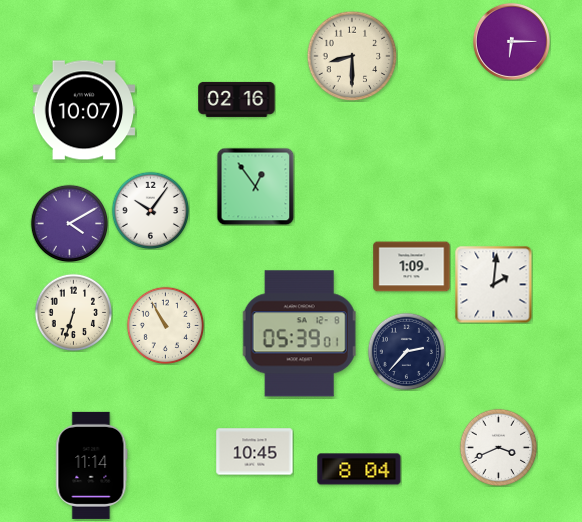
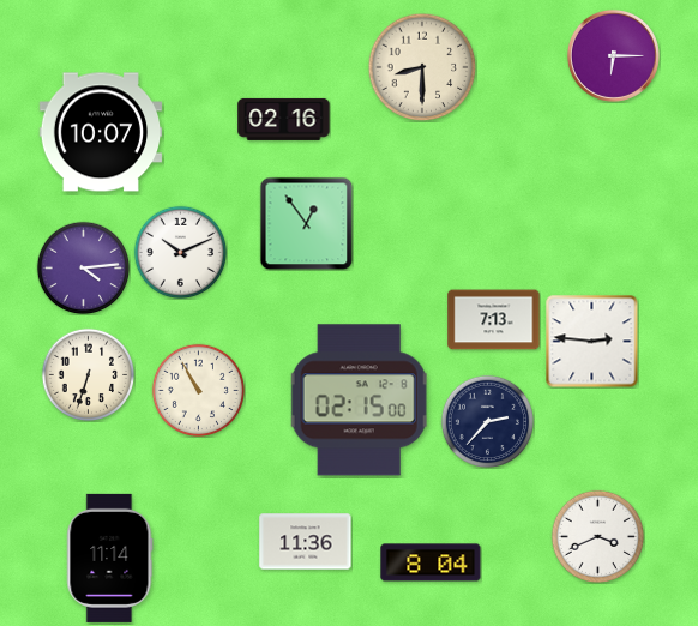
clock at (511, 41) position: (511, 41) -> (613, 55)
clock at (150, 210): 10:06 -> 10:11
clock at (69, 223): 4:10 -> 4:14
clock at (412, 267): 1:09 -> 7:13
clock at (493, 284): 2:01 -> 2:46
clock at (299, 334): 05:39 -> 02:15
clock at (255, 452): 10:45 -> 11:36
